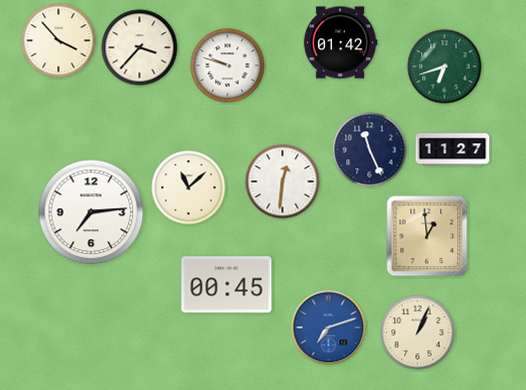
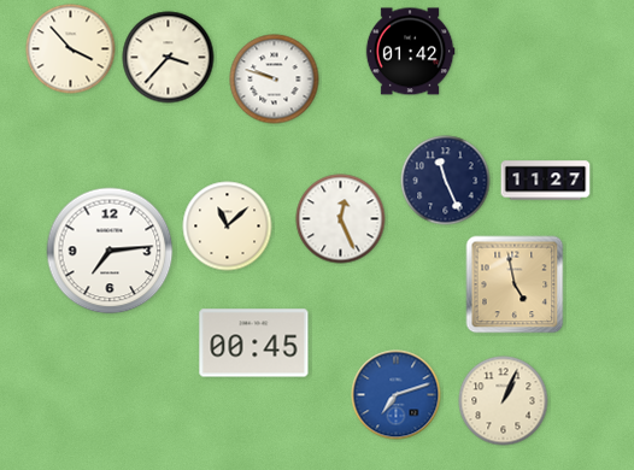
clock at (445, 67): 6:42 -> none
clock at (283, 182): 12:31 -> 12:26
clock at (91, 212) position: (91, 212) -> (110, 251)
clock at (427, 236): 12:59 -> 4:58
clock at (227, 285) position: (227, 285) -> (254, 343)
